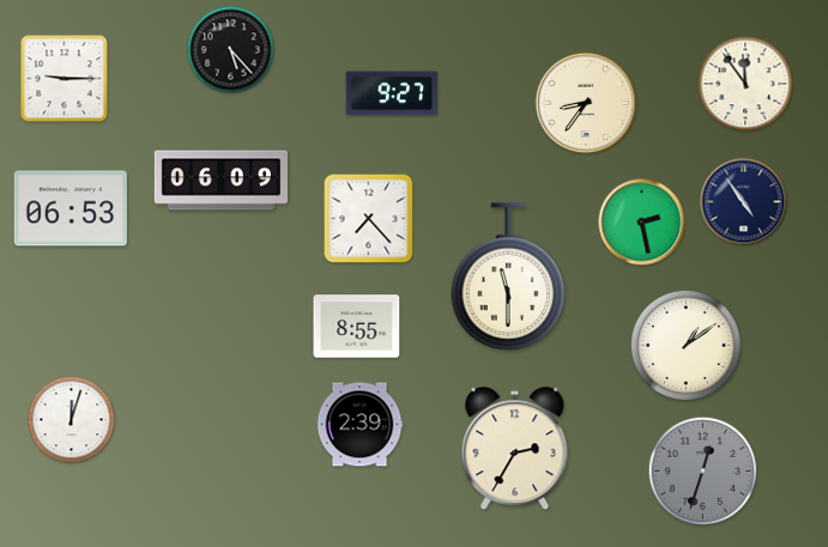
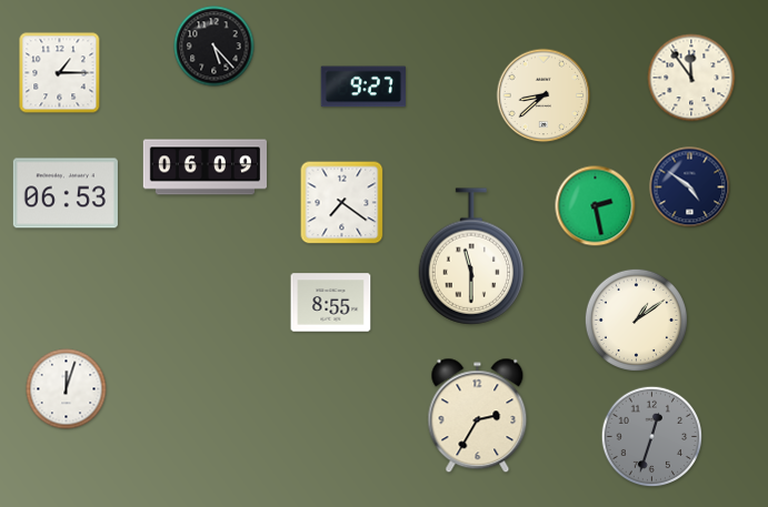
clock at (65, 79): 9:15 -> 1:15
clock at (586, 103): 8:36 -> 8:38
clock at (744, 202): 4:54 -> 4:51
clock at (369, 219): 7:23 -> 7:21
clock at (359, 425): 2:39 -> none
